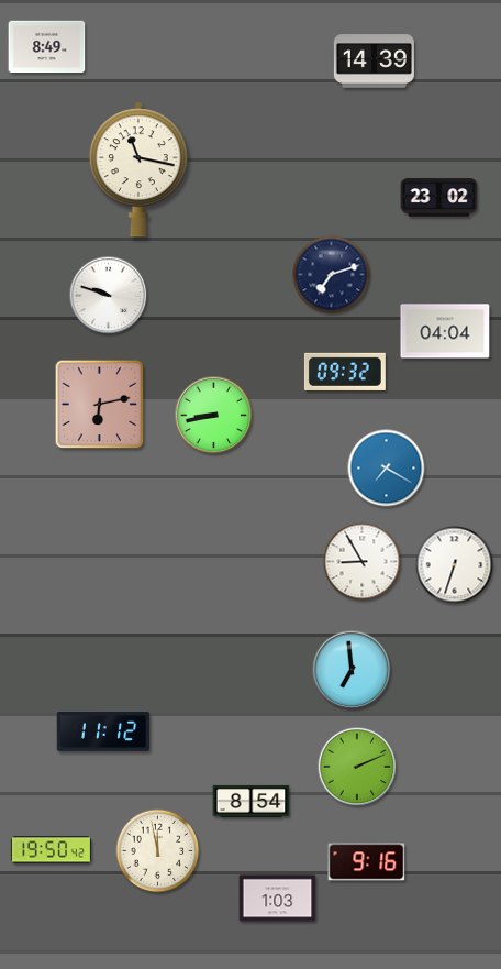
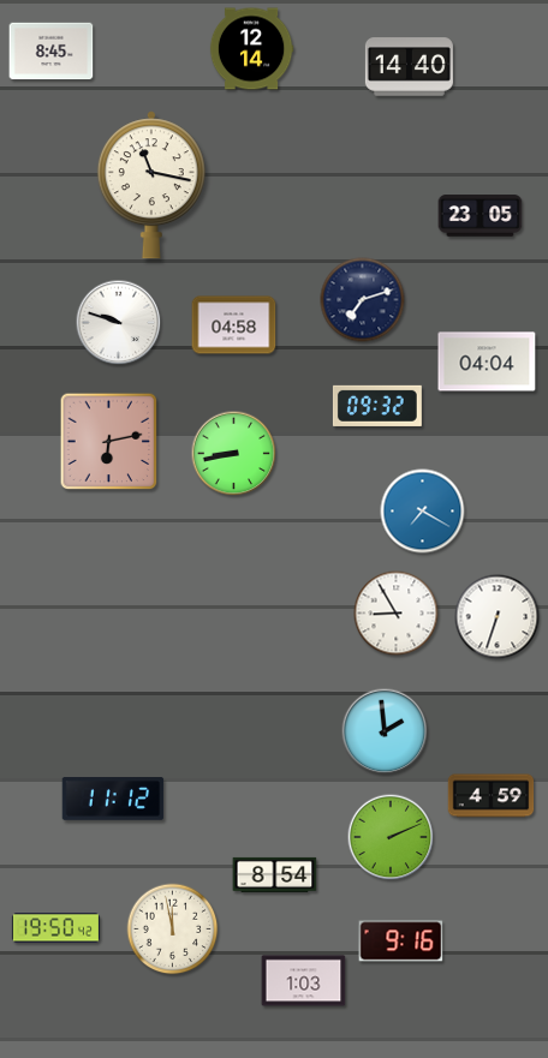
clock at (251, 49): none -> 12:14
clock at (47, 47): 8:49 -> 8:45
clock at (374, 62): 14:39 -> 14:40
clock at (439, 198): 23:02 -> 23:05
clock at (234, 325): none -> 04:58
clock at (352, 670): 6:59 -> 1:59
clock at (492, 796): none -> 4:59
